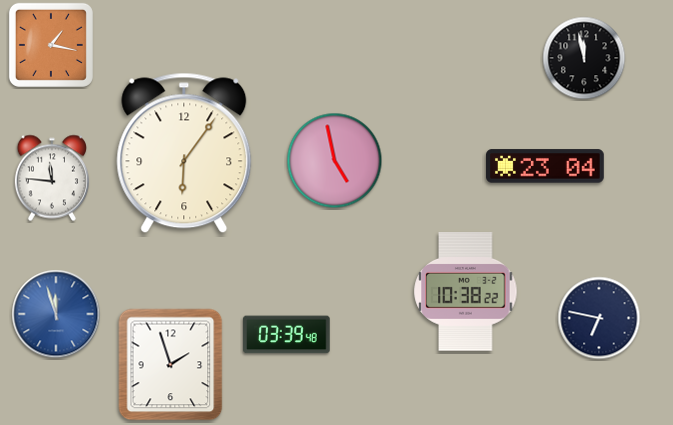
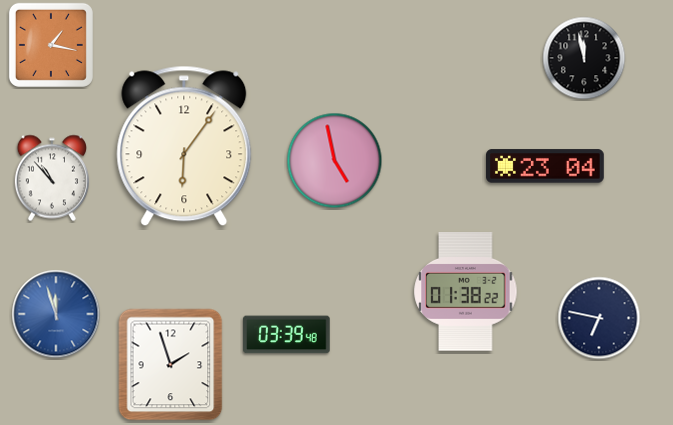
clock at (184, 153) position: (184, 153) -> (184, 146)
clock at (52, 178): 11:46 -> 10:53
clock at (466, 292): 10:38 -> 01:38
